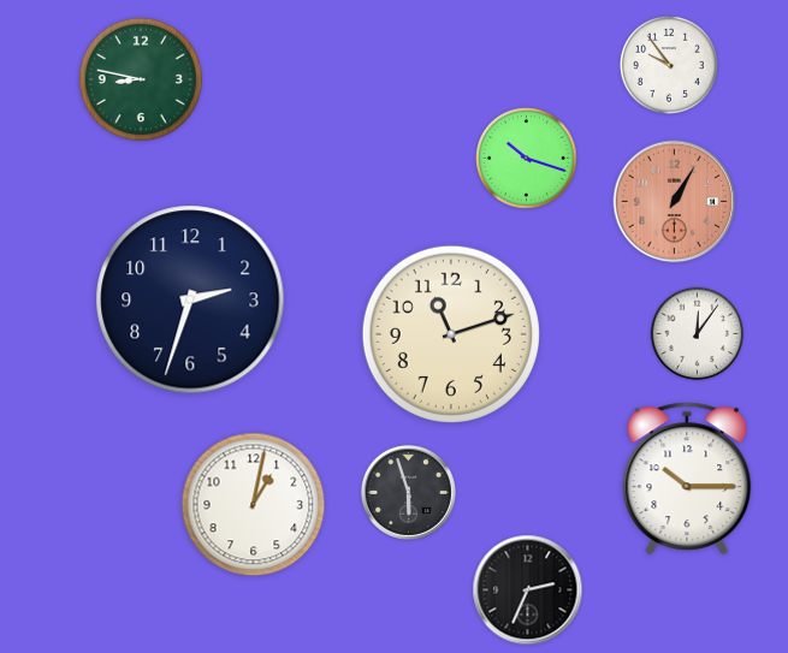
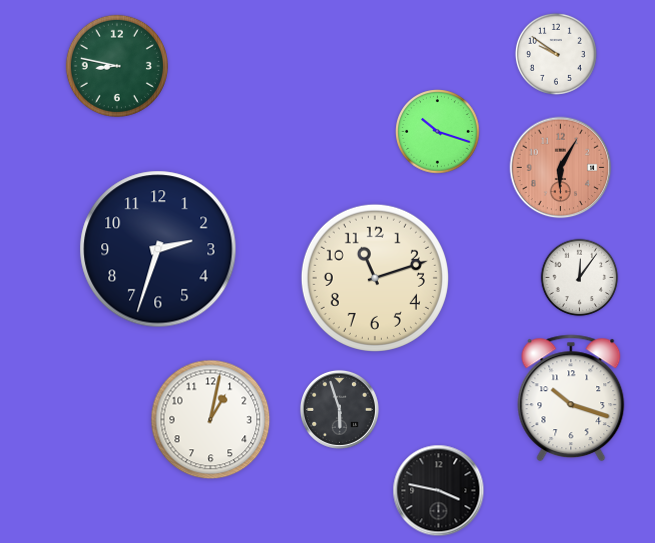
clock at (669, 65): 9:54 -> 9:51
clock at (675, 202): 1:05 -> 6:05
clock at (687, 479): 10:15 -> 10:18
clock at (528, 590): 2:34 -> 3:47
